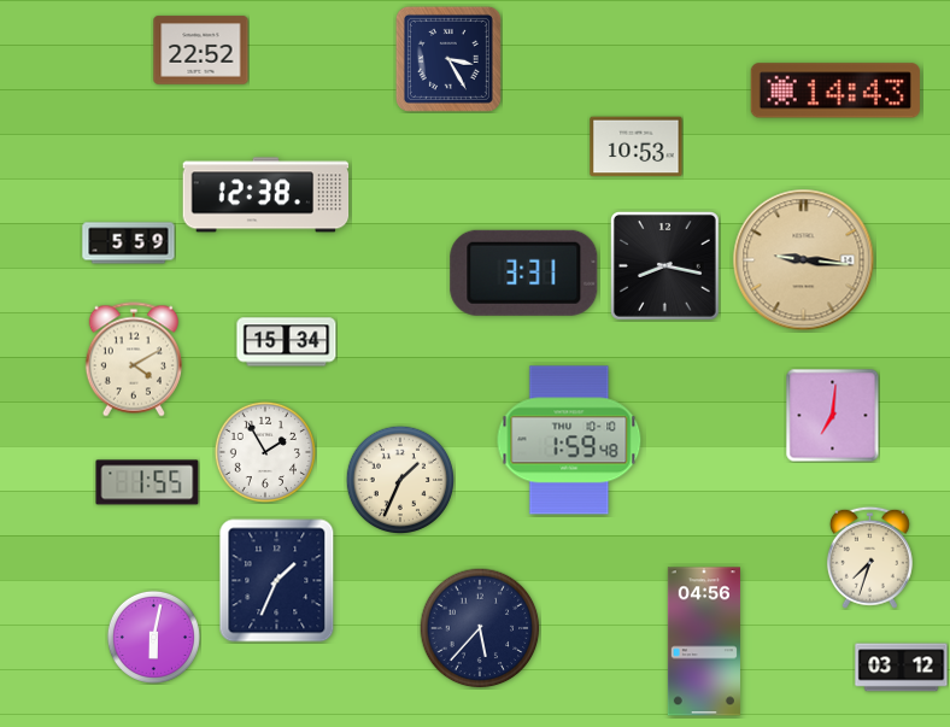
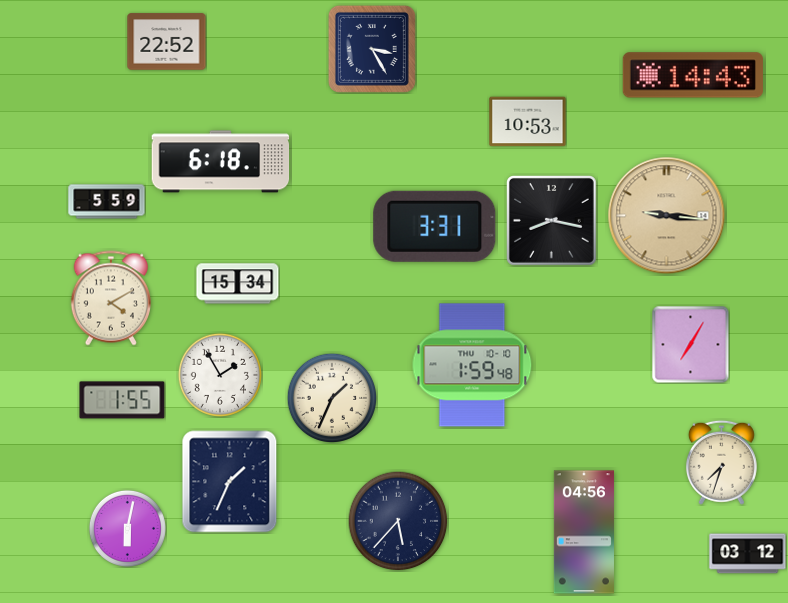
clock at (266, 195): 12:38 -> 6:18
clock at (832, 415): 7:01 -> 7:05
